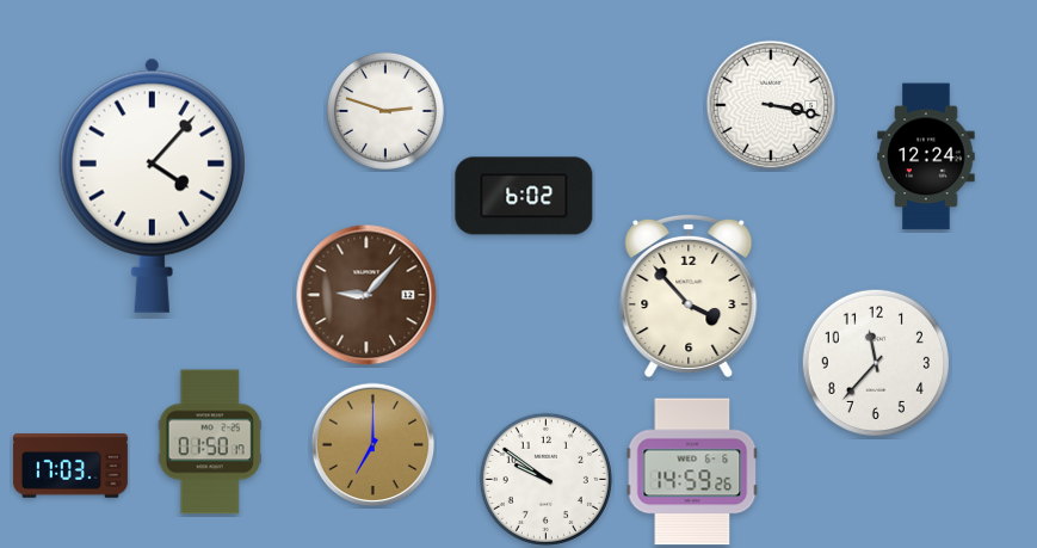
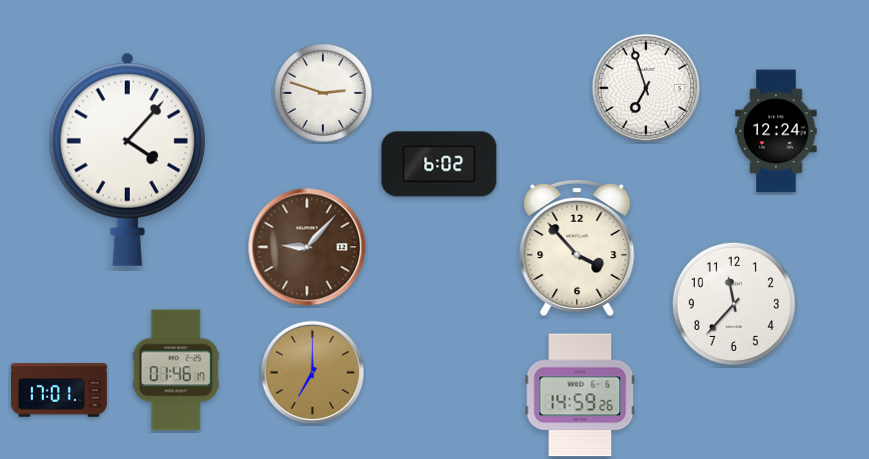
clock at (771, 105): 3:17 -> 6:57
clock at (152, 185) position: (152, 185) -> (127, 159)
clock at (210, 442): 01:50 -> 01:46
clock at (70, 466): 17:03 -> 17:01
clock at (545, 479): 9:51 -> none
